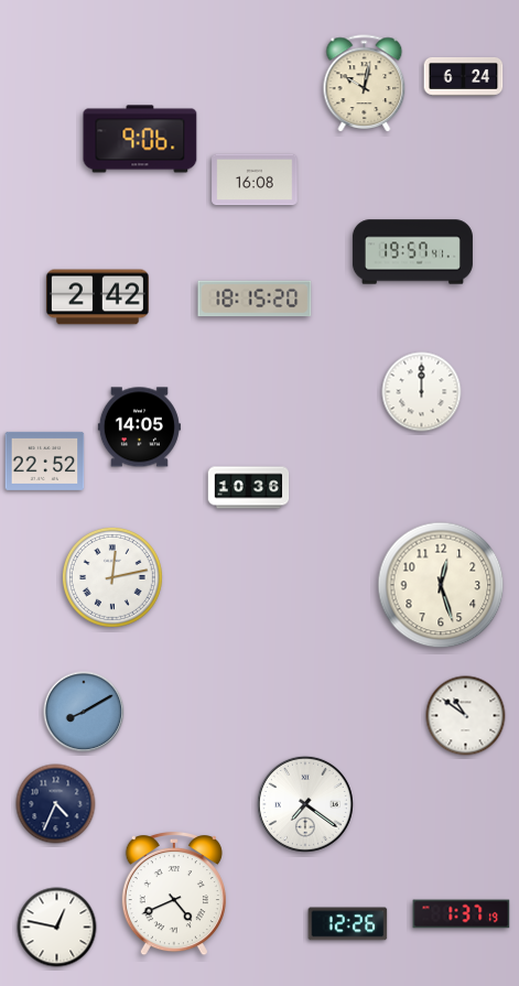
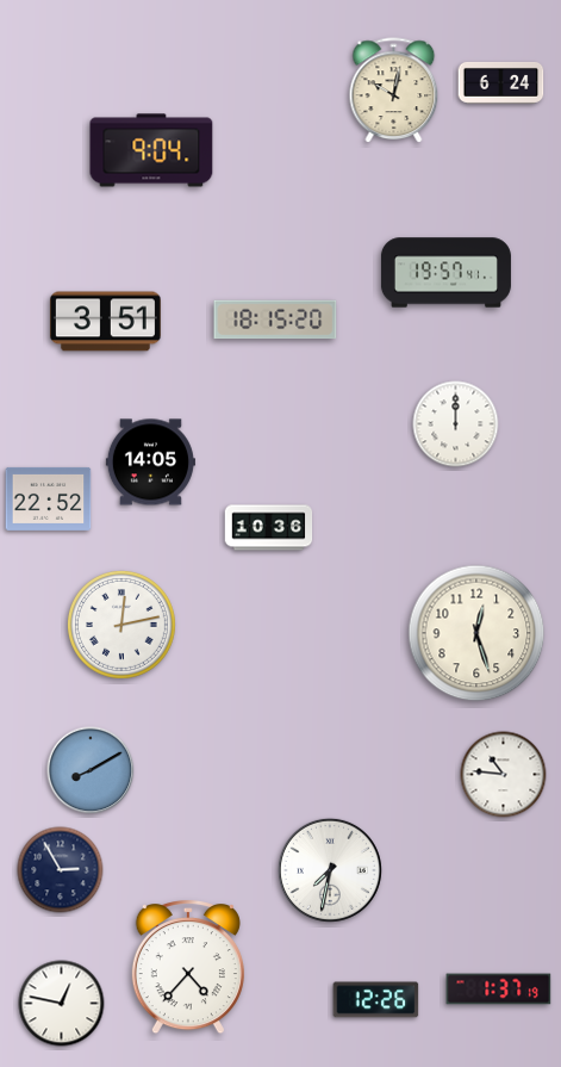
clock at (140, 139): 9:06 -> 9:04
clock at (255, 180): 16:08 -> none
clock at (97, 297): 2:42 -> 3:51
clock at (255, 299) position: (255, 299) -> (275, 320)
clock at (466, 716): 10:51 -> 10:46
clock at (56, 804): 4:34 -> 2:55
clock at (305, 804): 7:21 -> 7:32
clock at (174, 895): 4:41 -> 4:37
